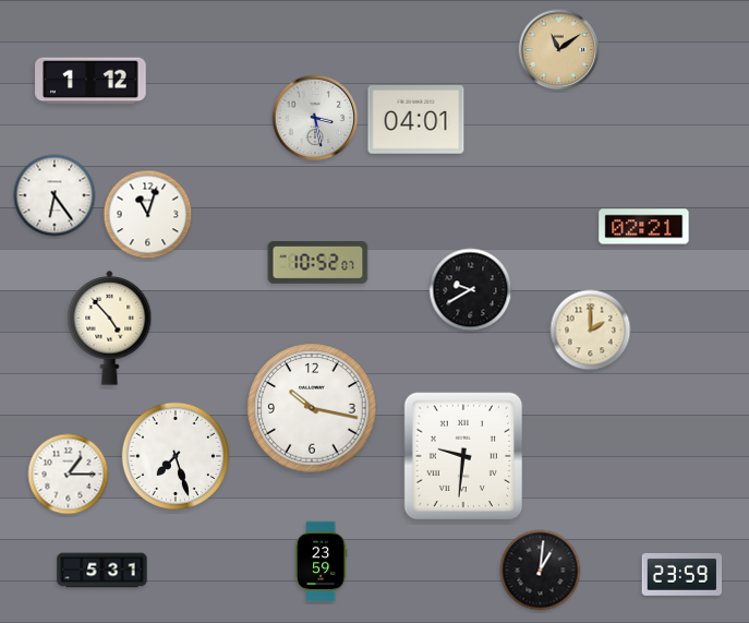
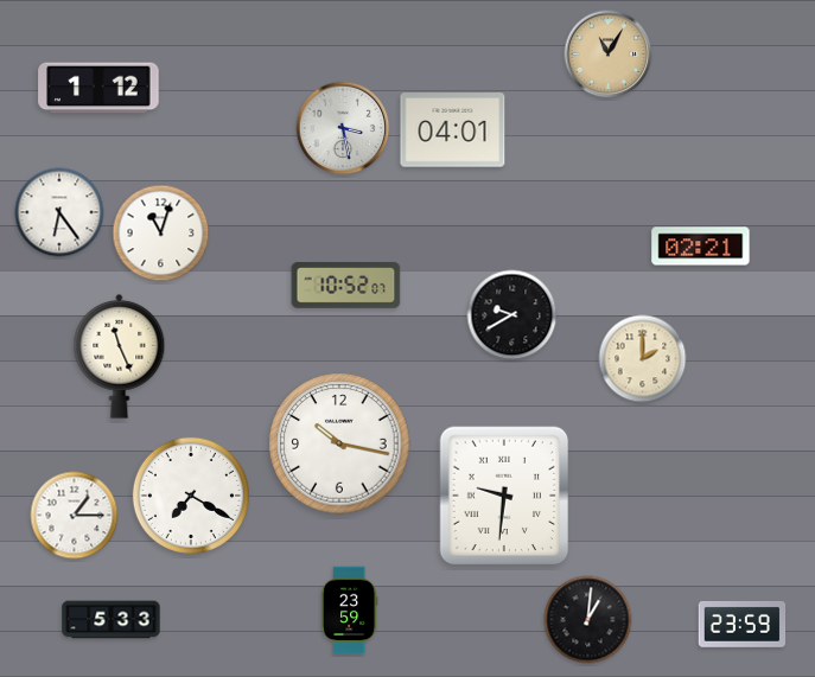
clock at (559, 50): 11:09 -> 11:05
clock at (110, 327): 4:53 -> 11:26
clock at (176, 456): 7:27 -> 7:20
clock at (102, 571): 5:31 -> 5:33
